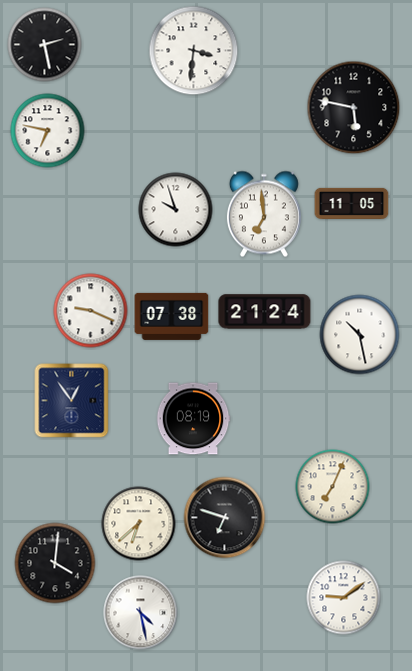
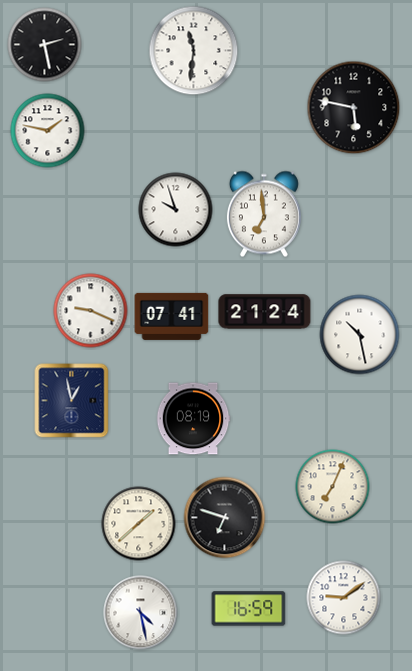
clock at (194, 51): 3:31 -> 11:31
clock at (48, 131): 6:47 -> 1:47
clock at (352, 203): 11:05 -> none
clock at (172, 316): 07:38 -> 07:41
clock at (72, 401): 12:54 -> 12:58
clock at (139, 524): 6:38 -> 1:38
clock at (55, 563): 4:01 -> none
clock at (249, 609): none -> 16:59
